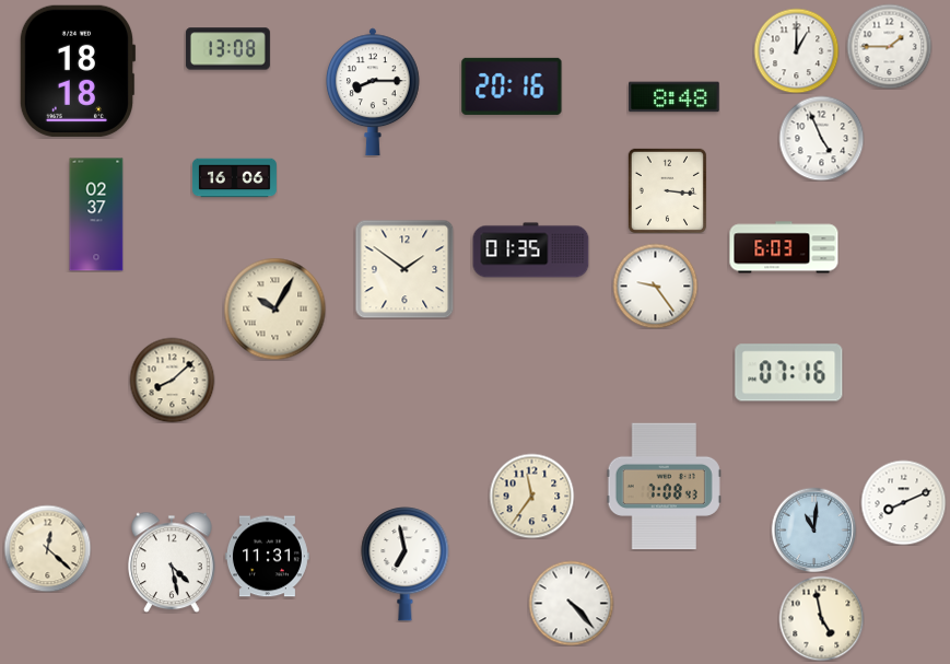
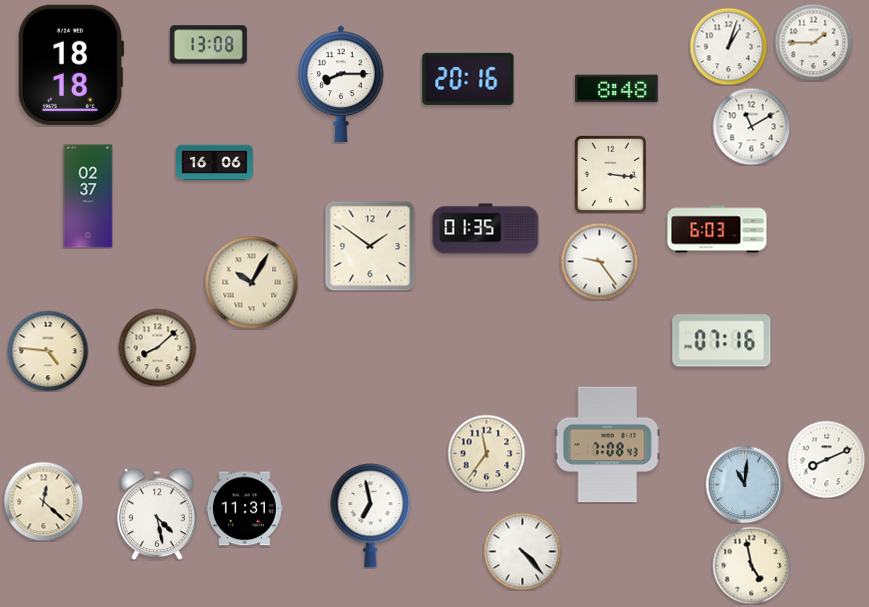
clock at (796, 50): 1:00 -> 1:03
clock at (821, 138): 4:56 -> 11:10
clock at (784, 247) position: (784, 247) -> (717, 229)
clock at (48, 351): none -> 4:46
